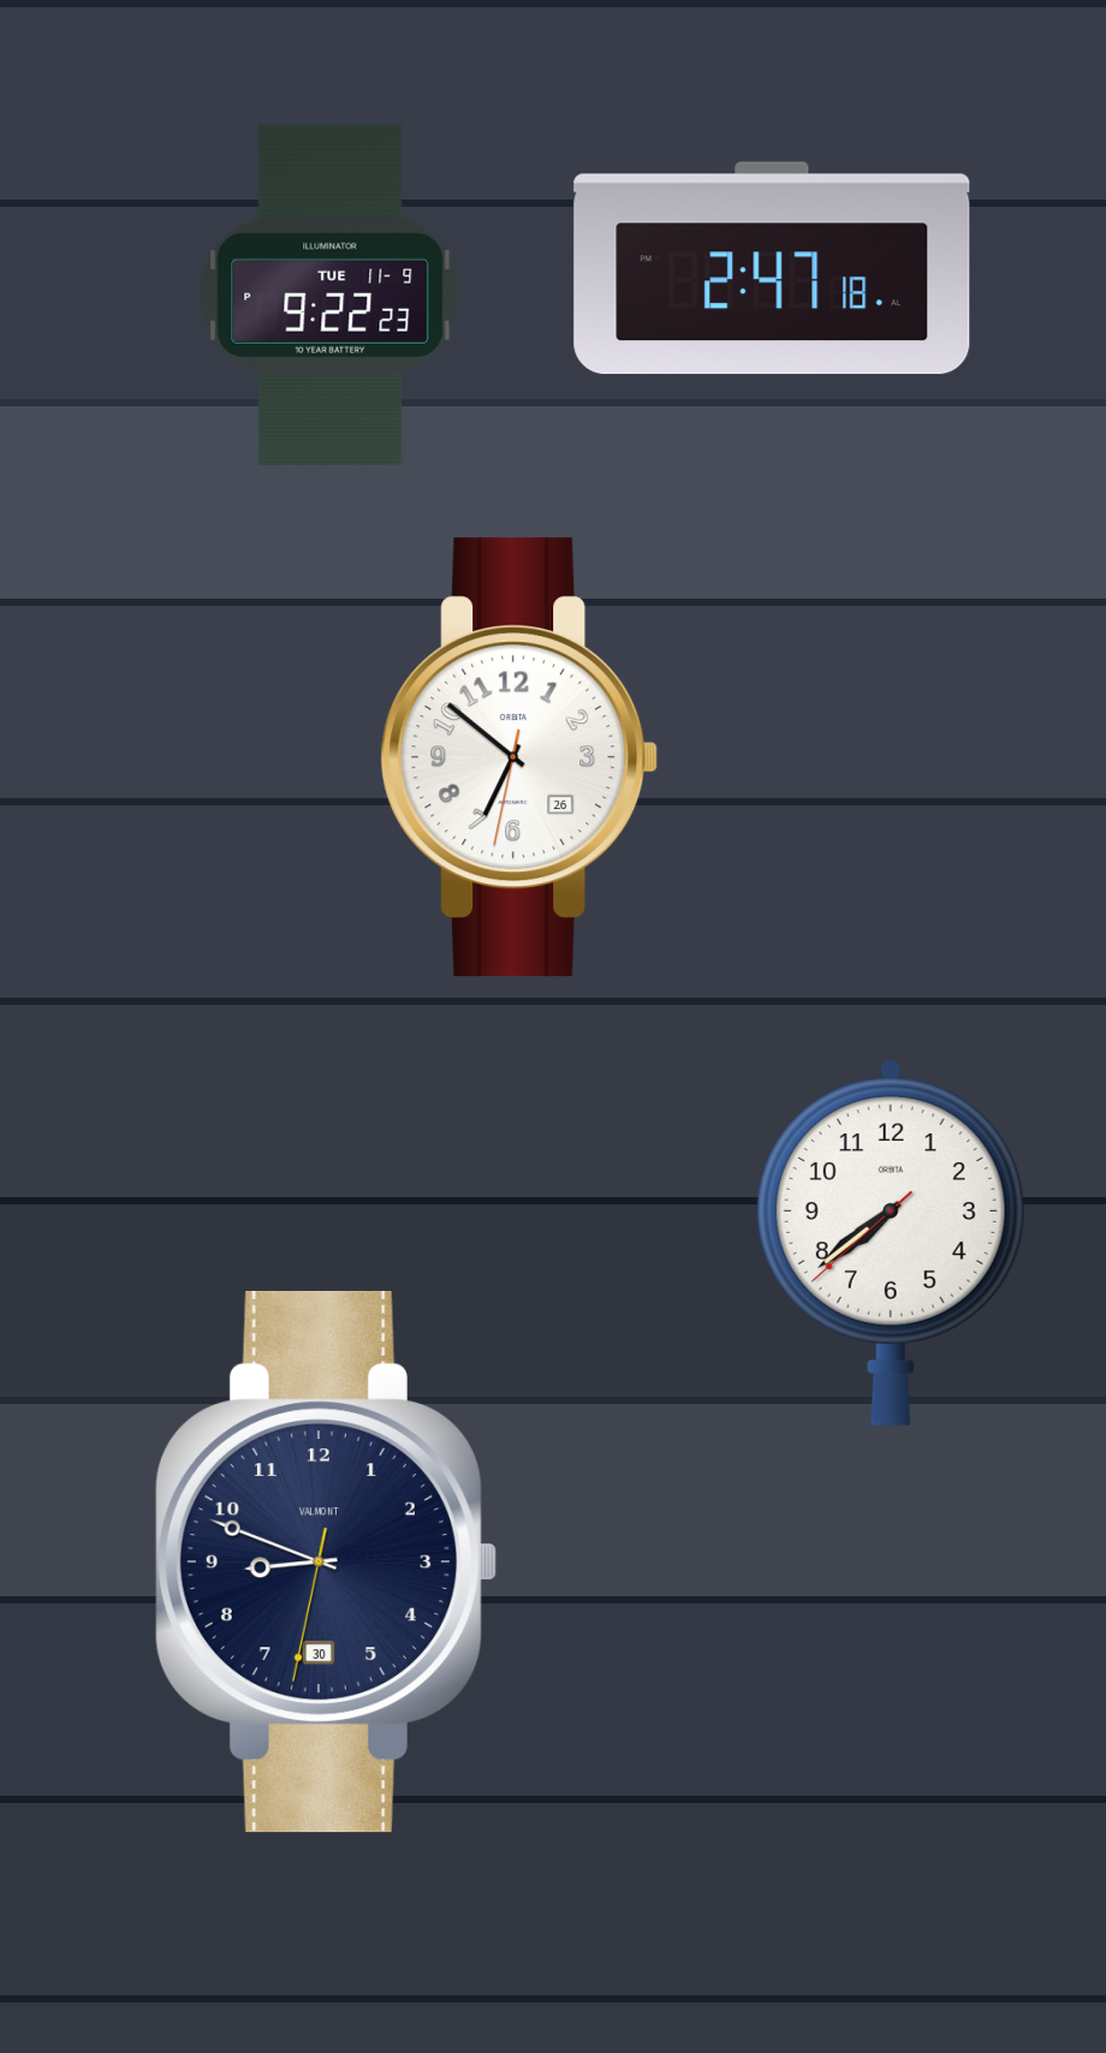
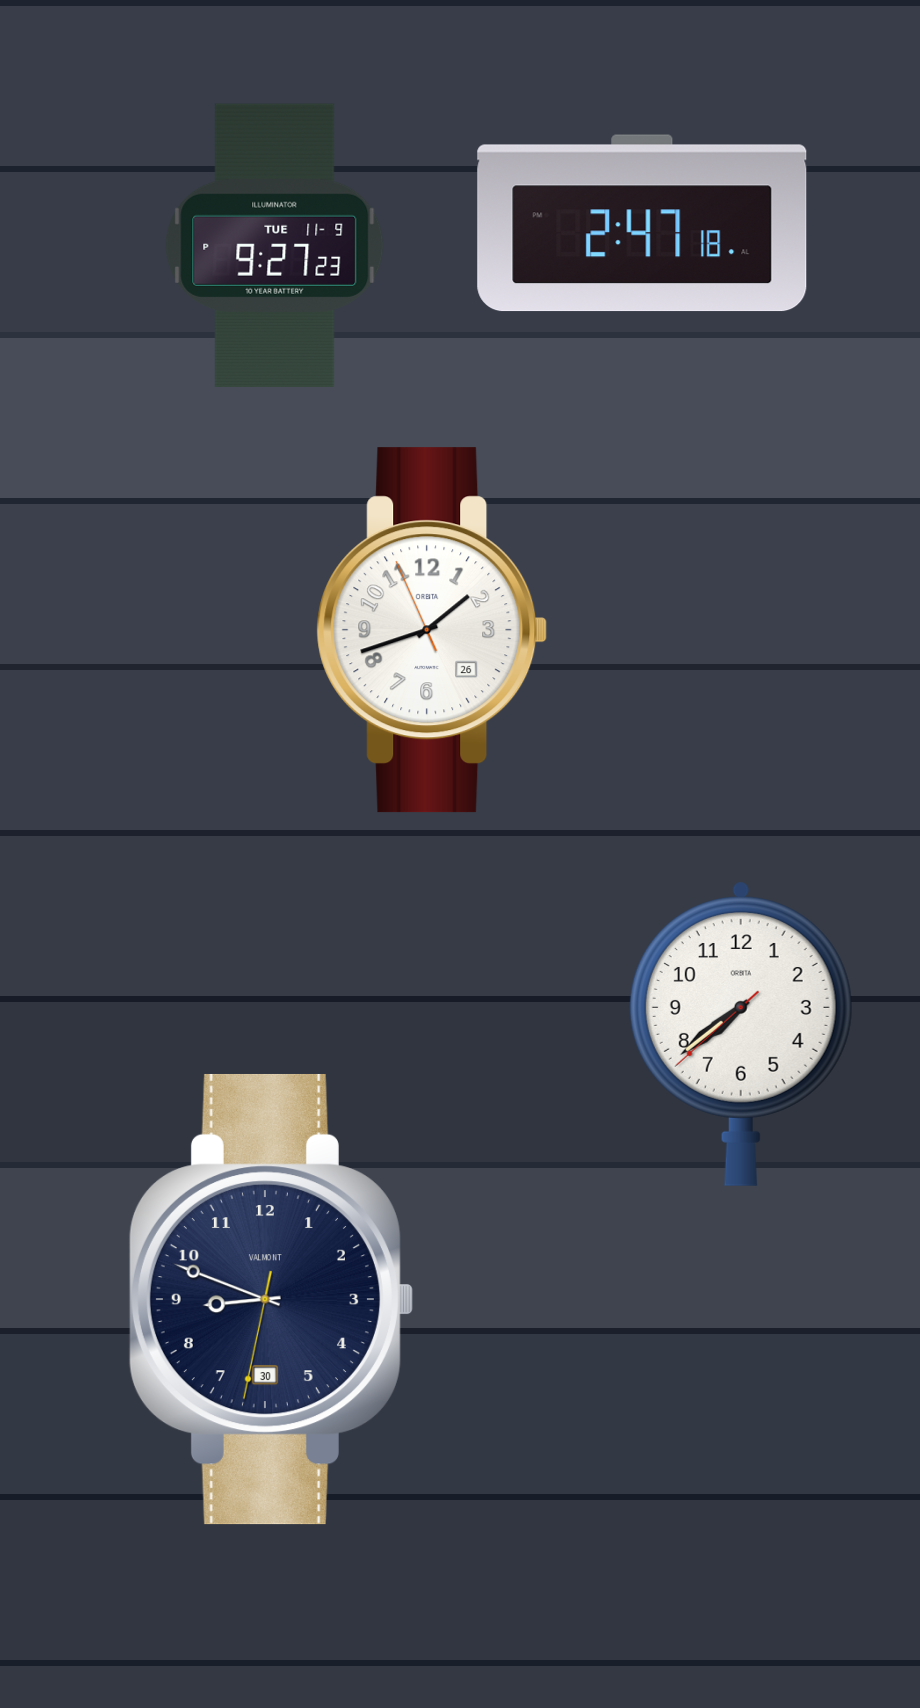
clock at (331, 294): 9:22 -> 9:27
clock at (519, 757): 6:51 -> 1:41
